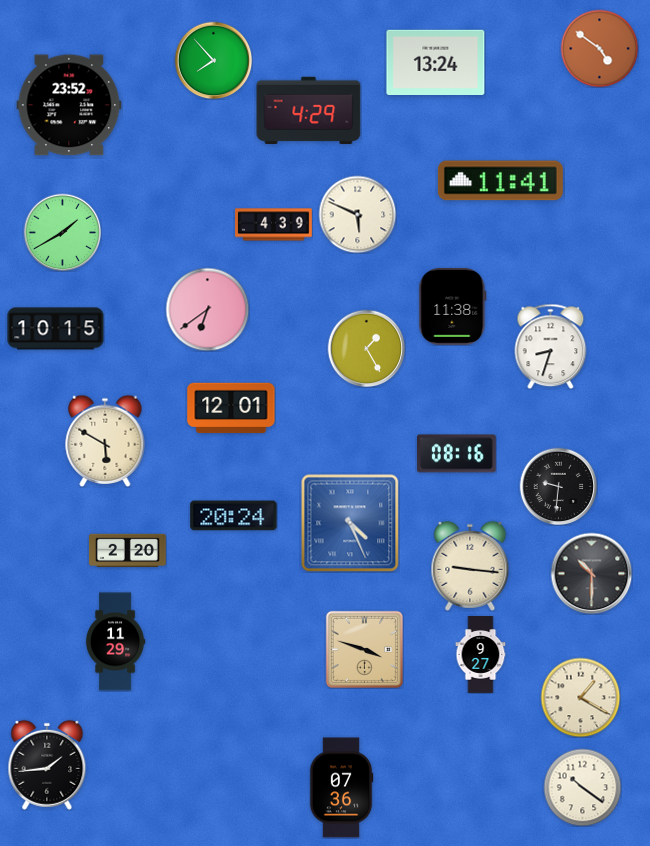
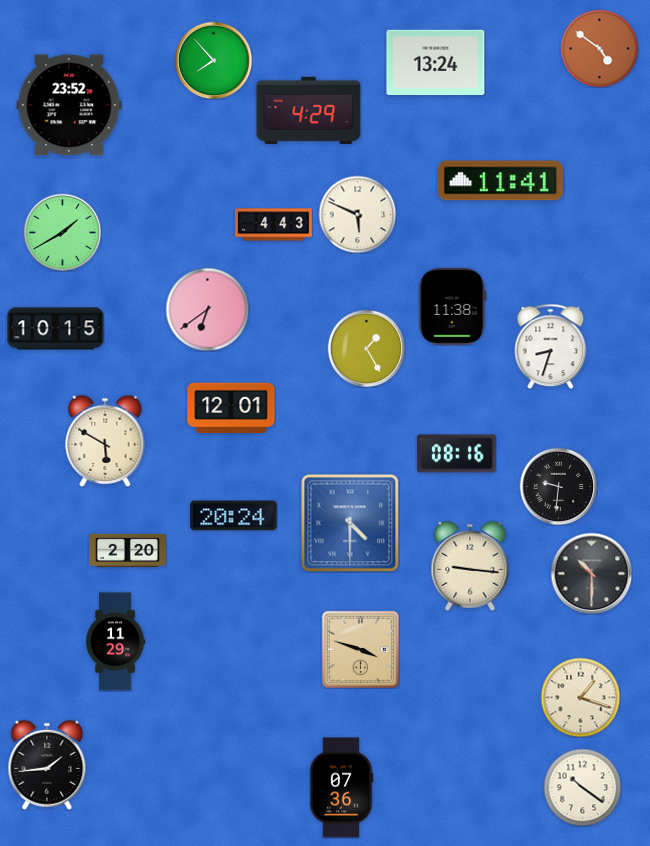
clock at (274, 225): 4:39 -> 4:43
clock at (350, 523): 4:26 -> 4:30
clock at (364, 649) position: (364, 649) -> (360, 649)
clock at (481, 655): 9:27 -> none
clock at (580, 697): 1:20 -> 1:18
